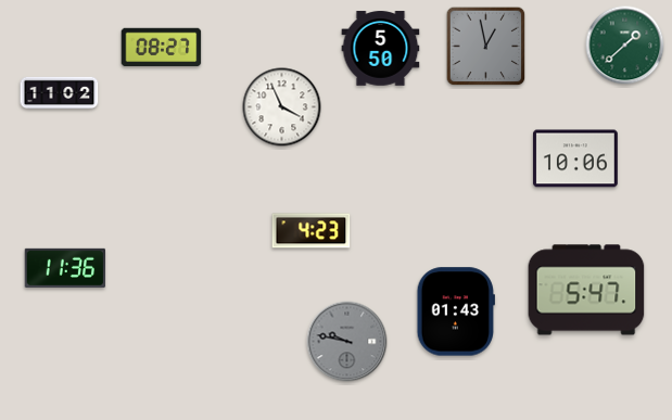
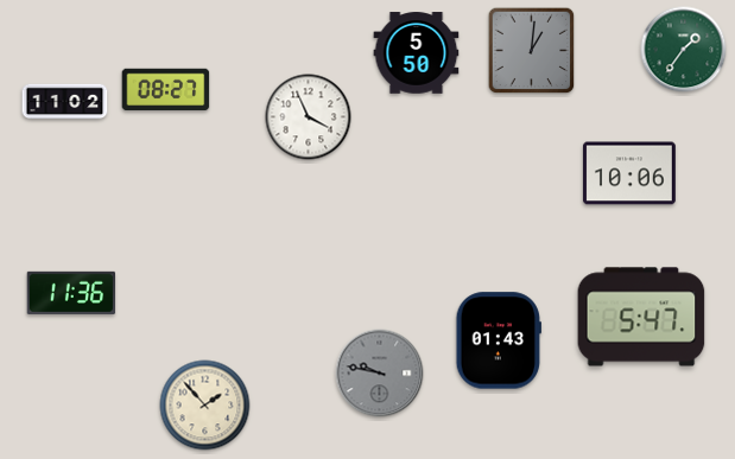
clock at (625, 46): 1:38 -> 1:36
clock at (486, 47): 12:58 -> 1:01
clock at (162, 48) position: (162, 48) -> (166, 90)
clock at (312, 231): 4:23 -> none
clock at (205, 406): none -> 1:53
